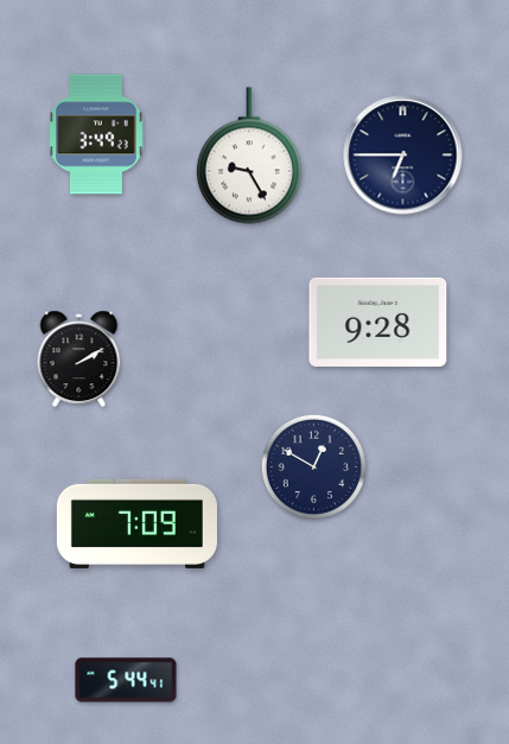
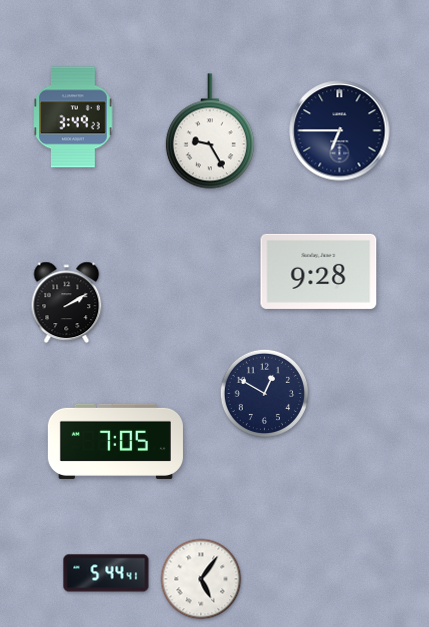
clock at (97, 134) position: (97, 134) -> (74, 117)
clock at (136, 523): 7:09 -> 7:05
clock at (201, 579): none -> 5:06
